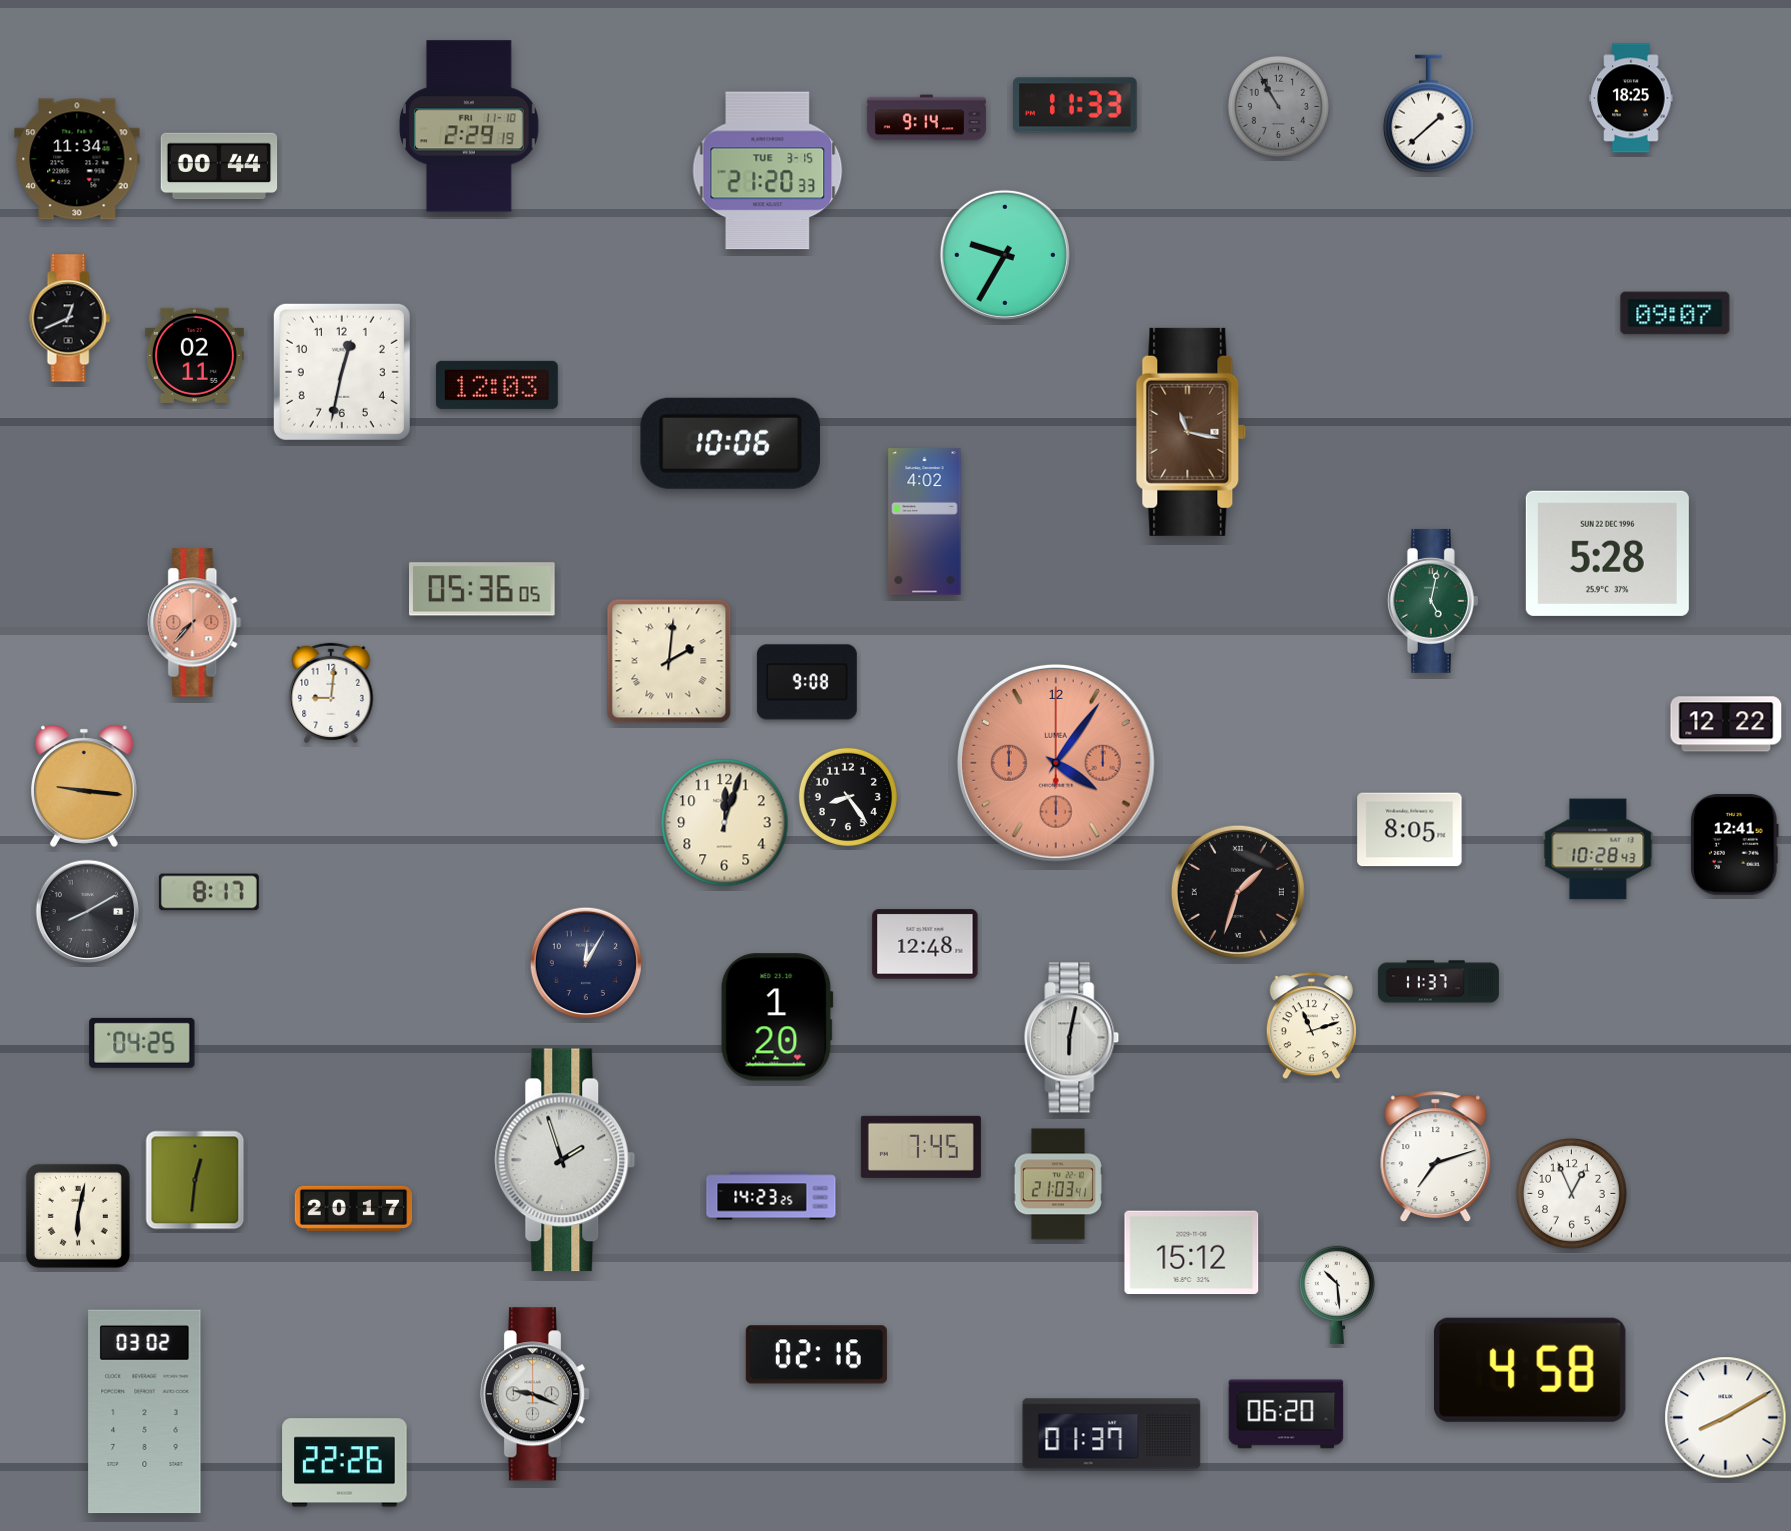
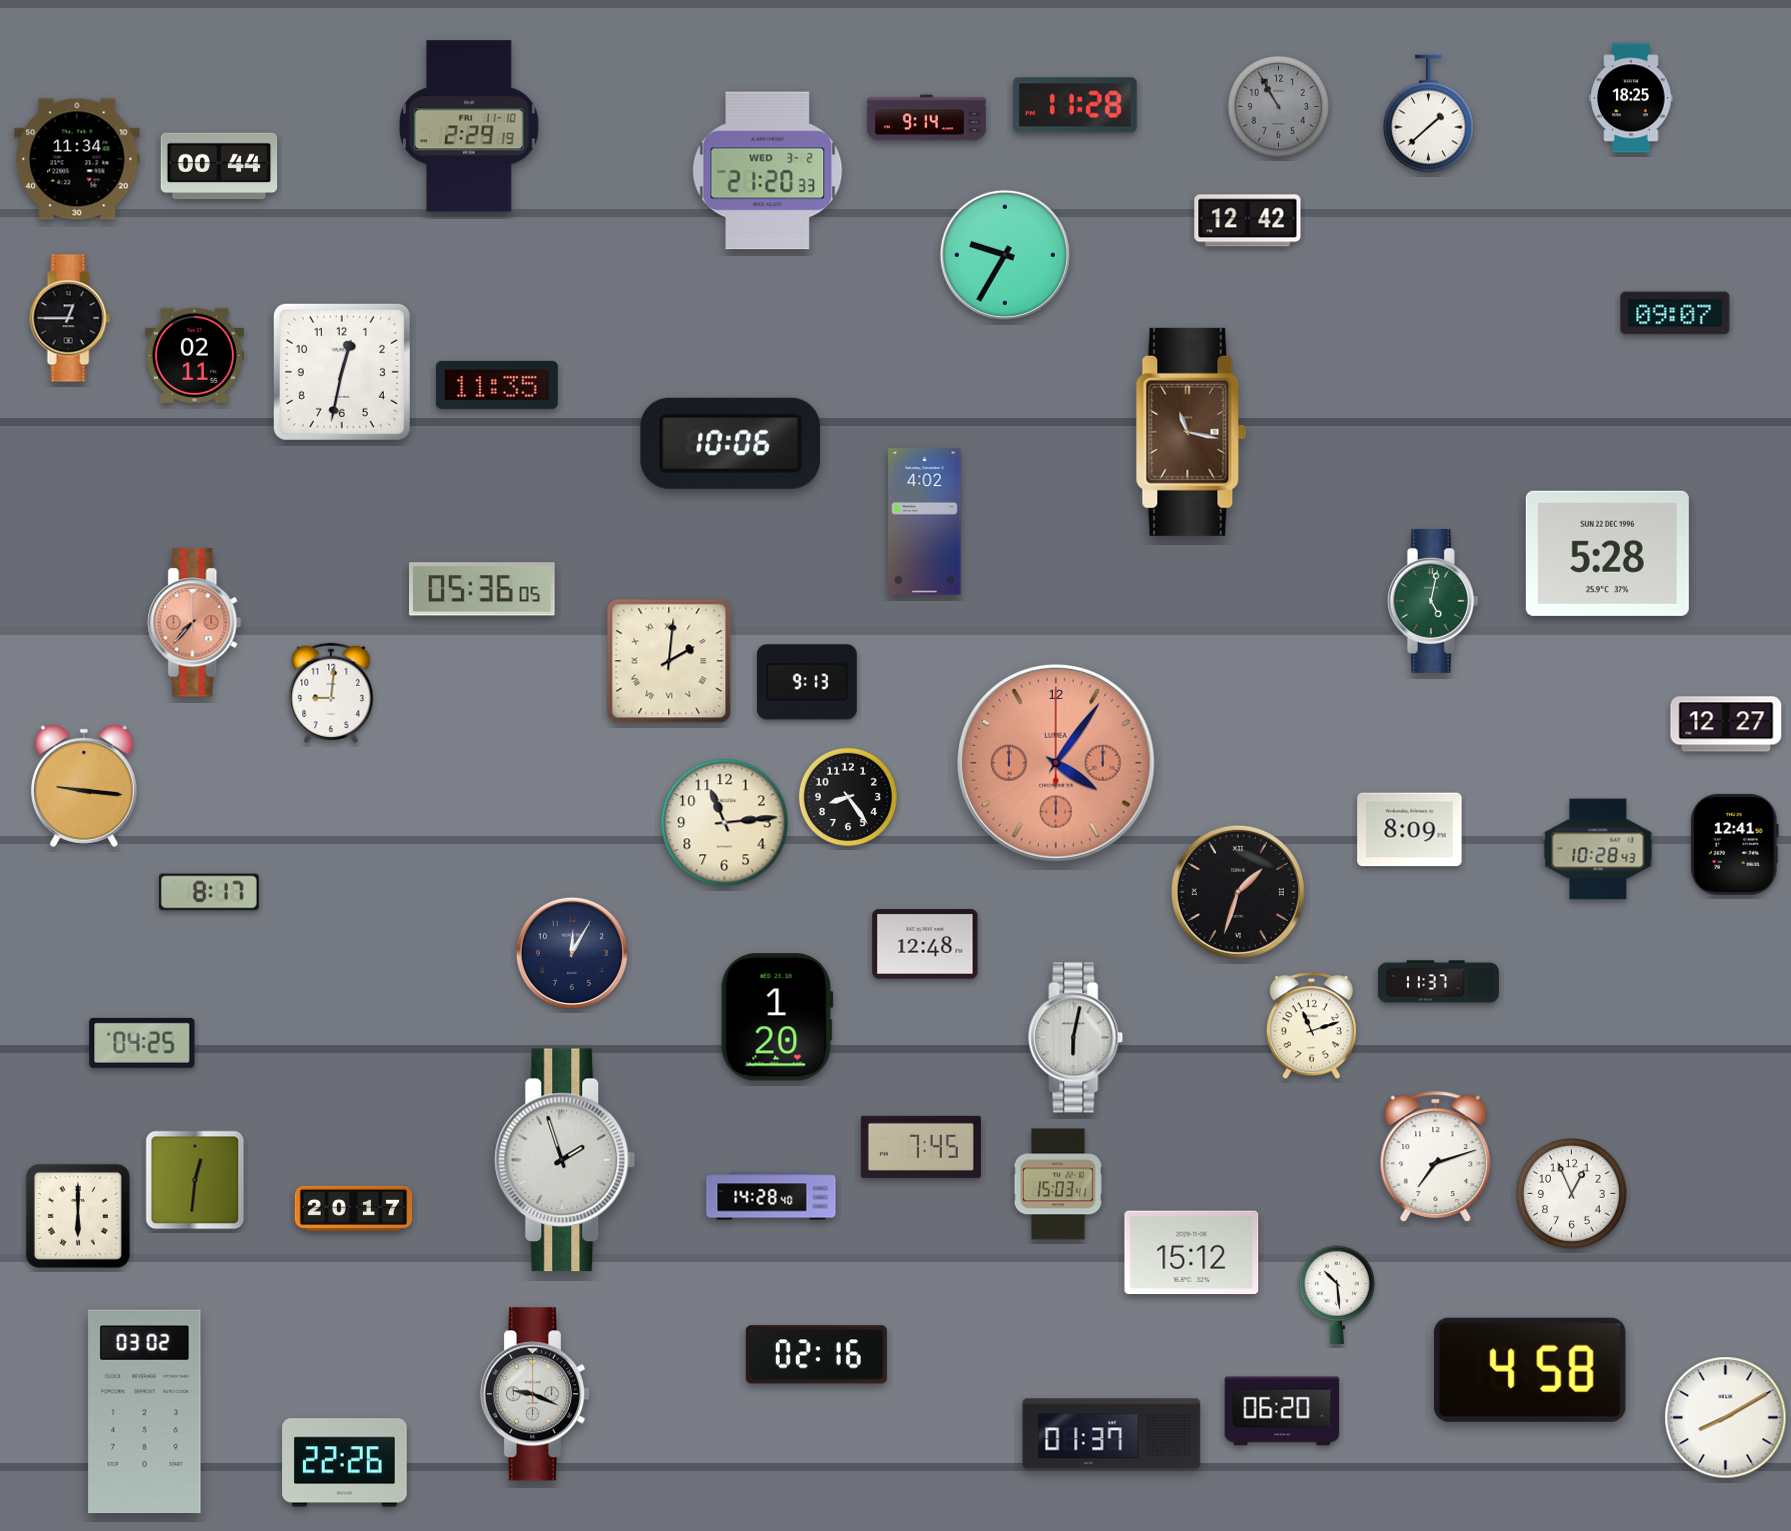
clock at (1075, 105): 11:33 -> 11:28
clock at (768, 171) date: TUE 3-15 -> WED 3-2
clock at (1248, 221): none -> 12:42
clock at (70, 318): 12:41 -> 12:45
clock at (497, 385): 12:03 -> 11:35
clock at (807, 682): 9:08 -> 9:13
clock at (1726, 724): 12:22 -> 12:27
clock at (725, 823): 12:03 -> 11:14
clock at (1410, 830): 8:05 -> 8:09
clock at (88, 912): 8:10 -> none
clock at (585, 962) position: (585, 962) -> (571, 952)
clock at (1072, 1038) position: (1072, 1038) -> (1076, 1038)
clock at (1058, 1184): 21:03 -> 15:03
clock at (771, 1196): 14:23 -> 14:28
clock at (78, 1216): 6:02 -> 6:00
clock at (1286, 1414) position: (1286, 1414) -> (1282, 1411)
